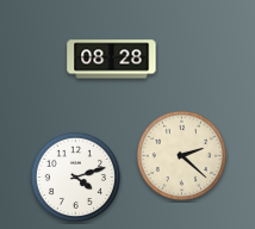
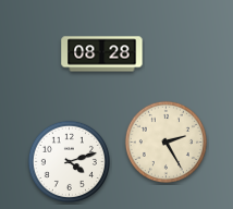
clock at (181, 155): 2:22 -> 2:25
